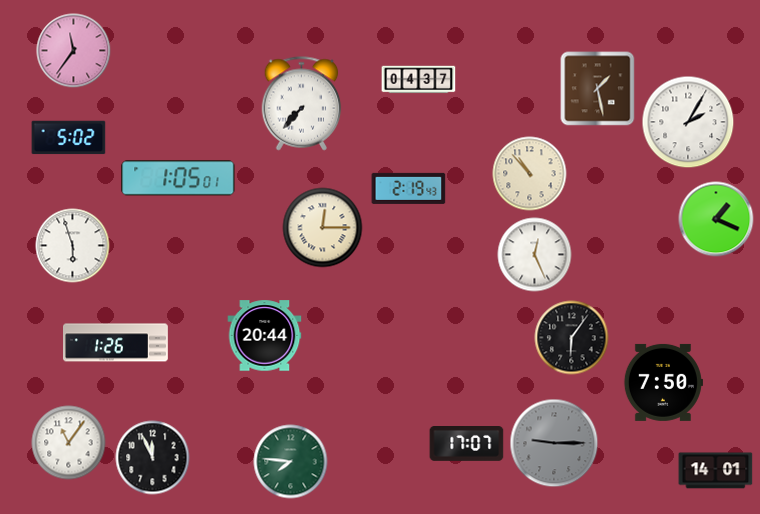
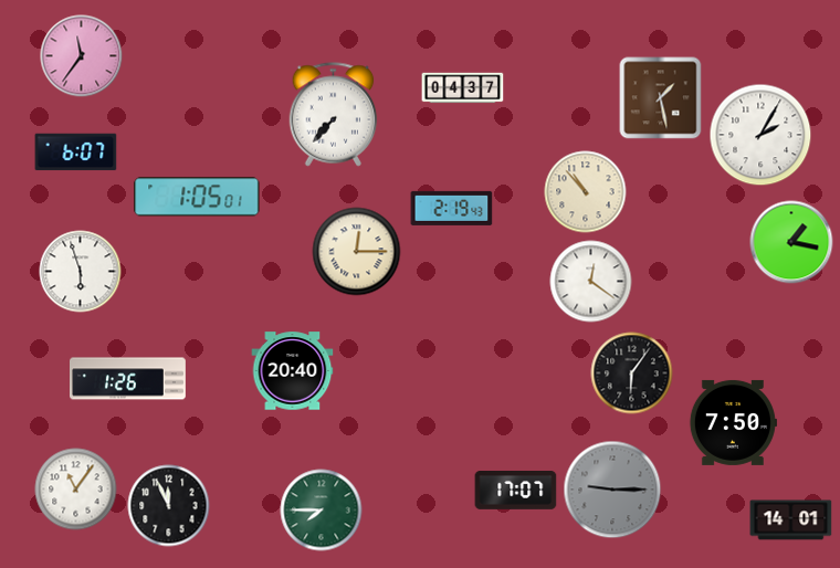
clock at (69, 138): 5:02 -> 6:07
clock at (716, 219): 1:19 -> 1:17
clock at (535, 255): 12:26 -> 12:21
clock at (265, 336): 20:44 -> 20:40
clock at (291, 462): 7:46 -> 7:45
